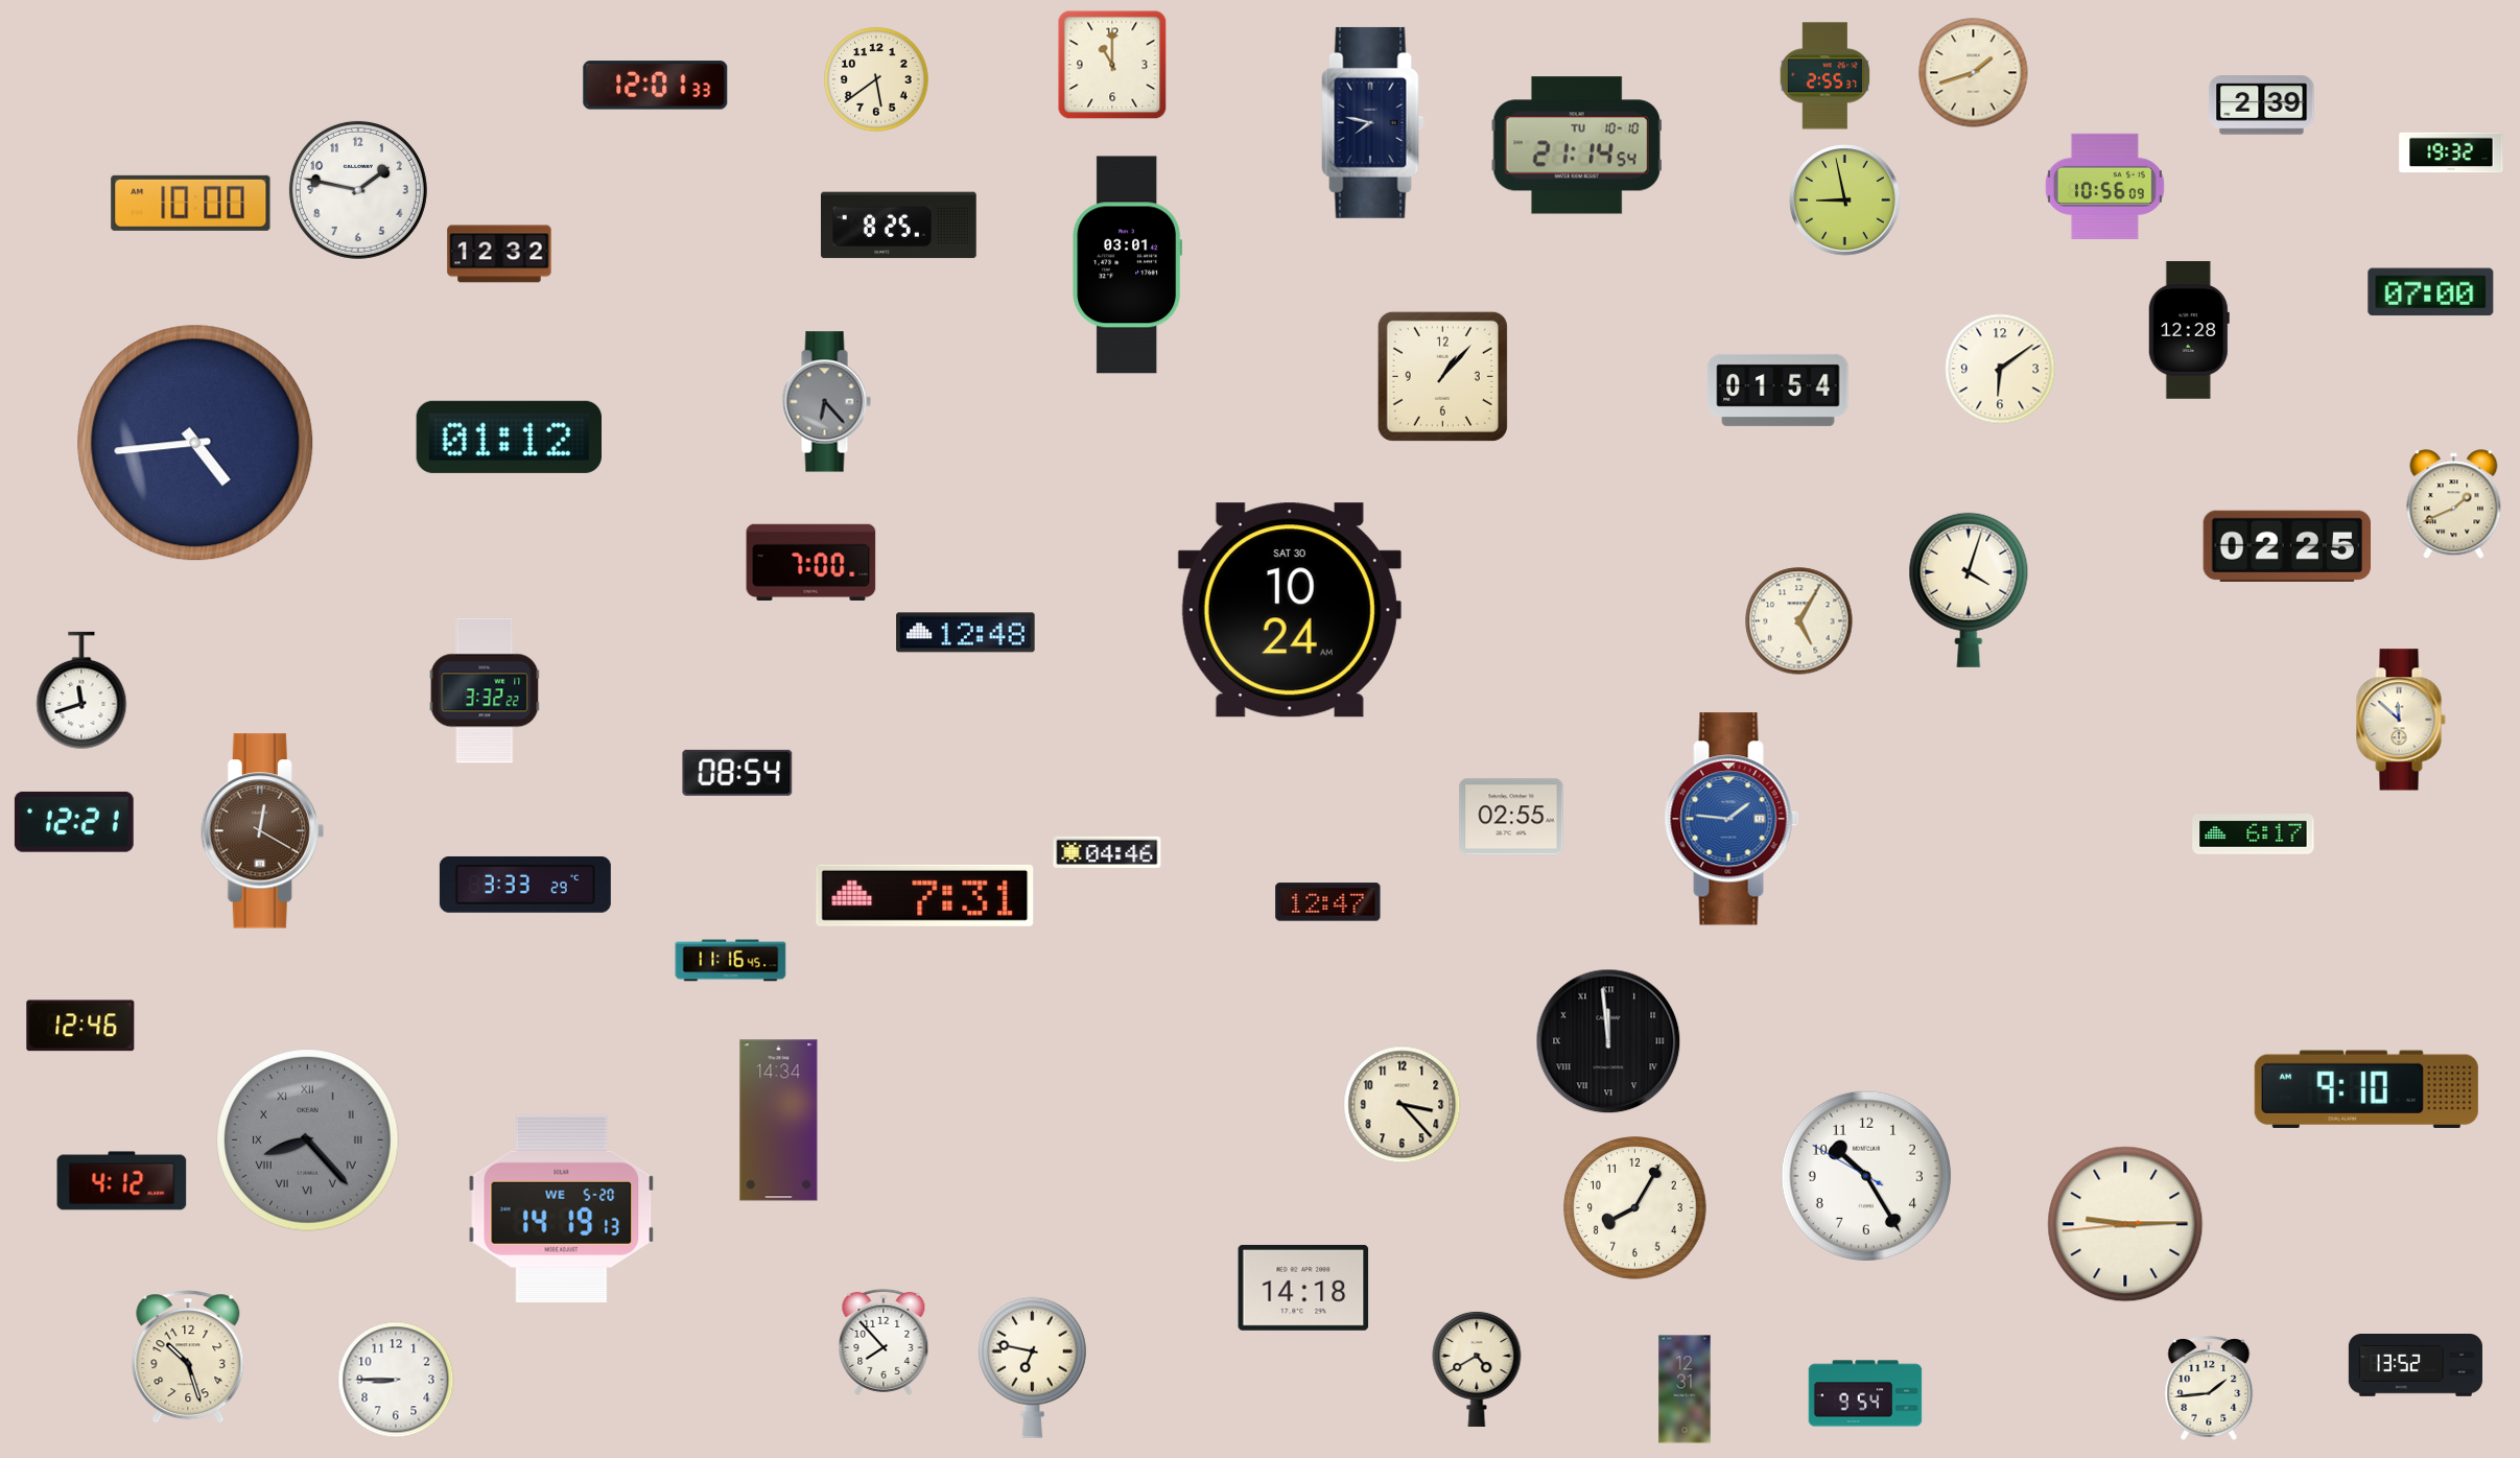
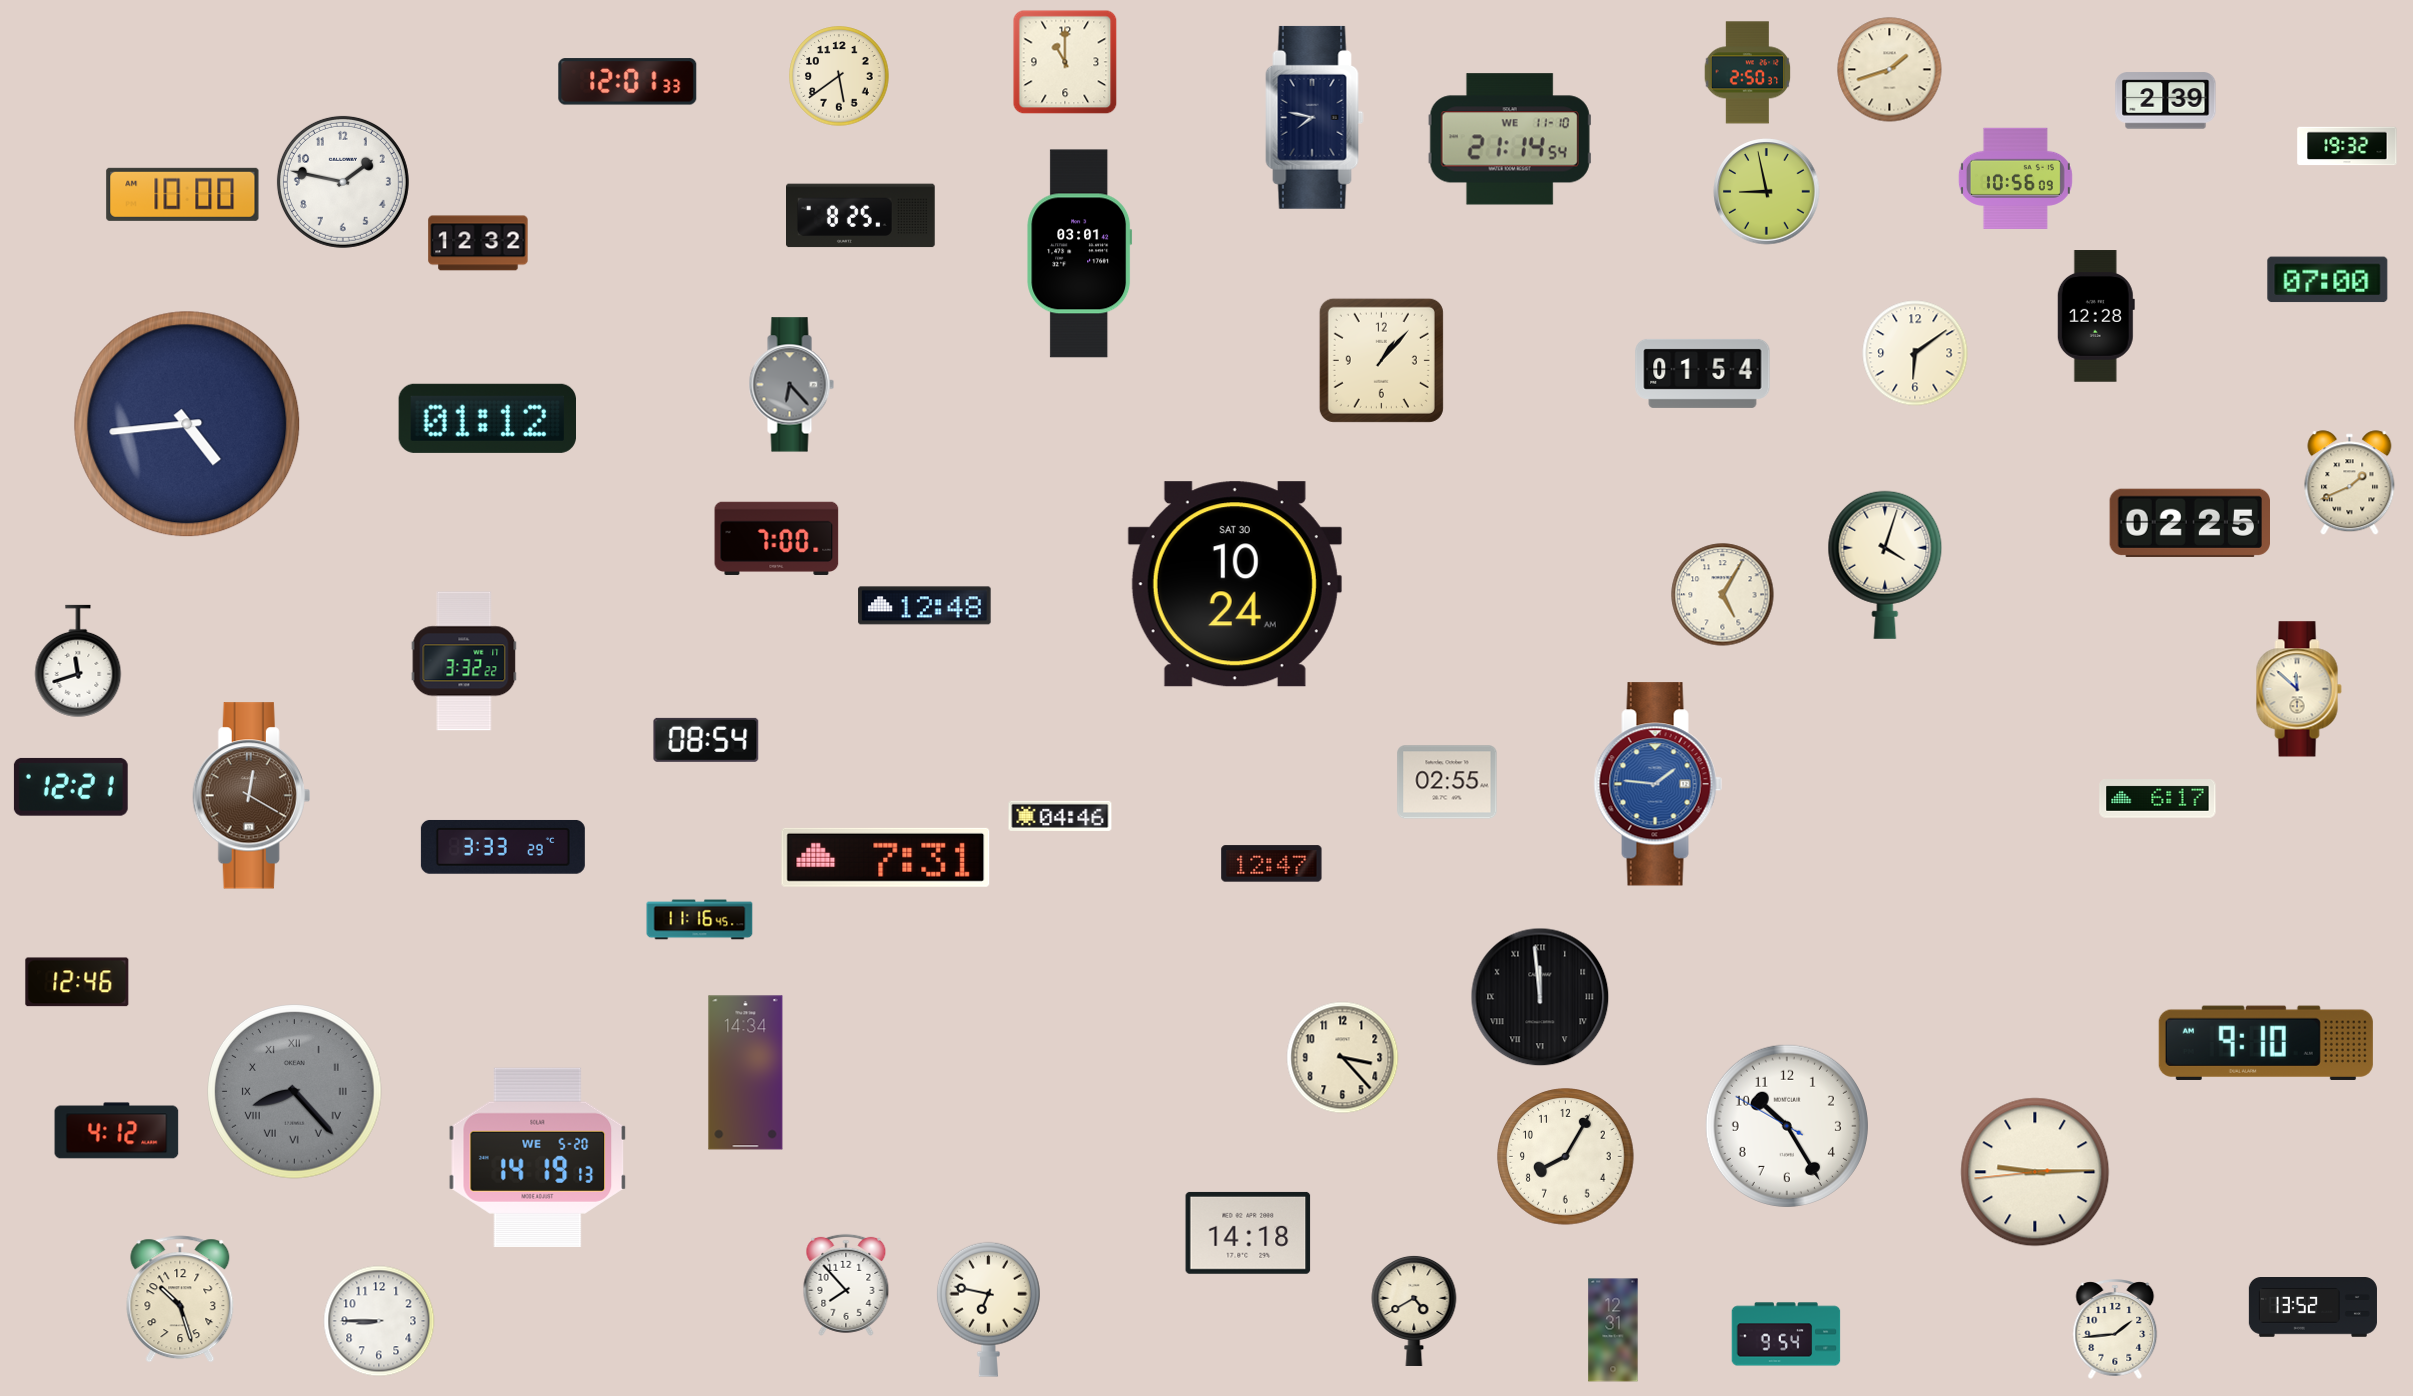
clock at (1826, 76): 2:55 -> 2:50
clock at (1577, 145) date: TU 10-10 -> WE 11-10
